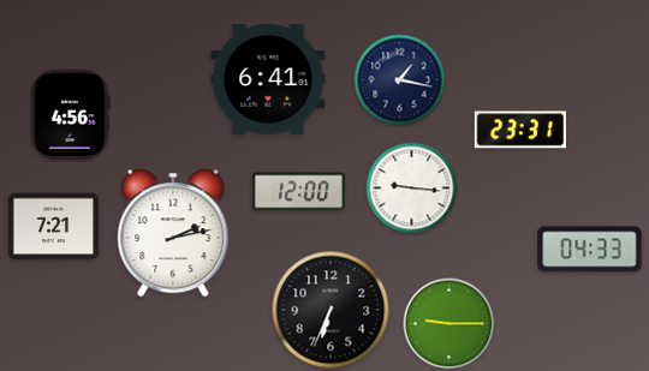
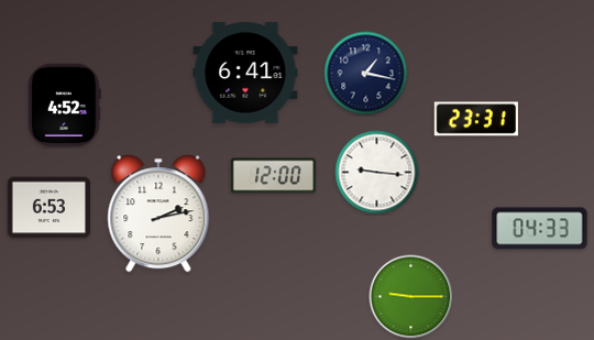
clock at (71, 114): 4:56 -> 4:52
clock at (53, 227): 7:21 -> 6:53
clock at (331, 310): 6:34 -> none
